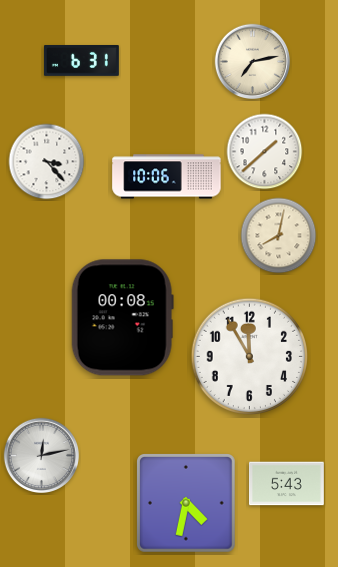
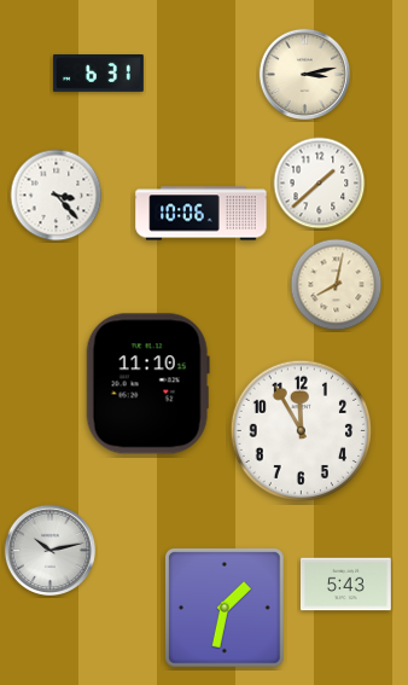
clock at (253, 62): 7:13 -> 3:13
clock at (122, 318): 00:08 -> 11:10
clock at (42, 456): 12:13 -> 10:13
clock at (187, 504): 4:32 -> 1:32
